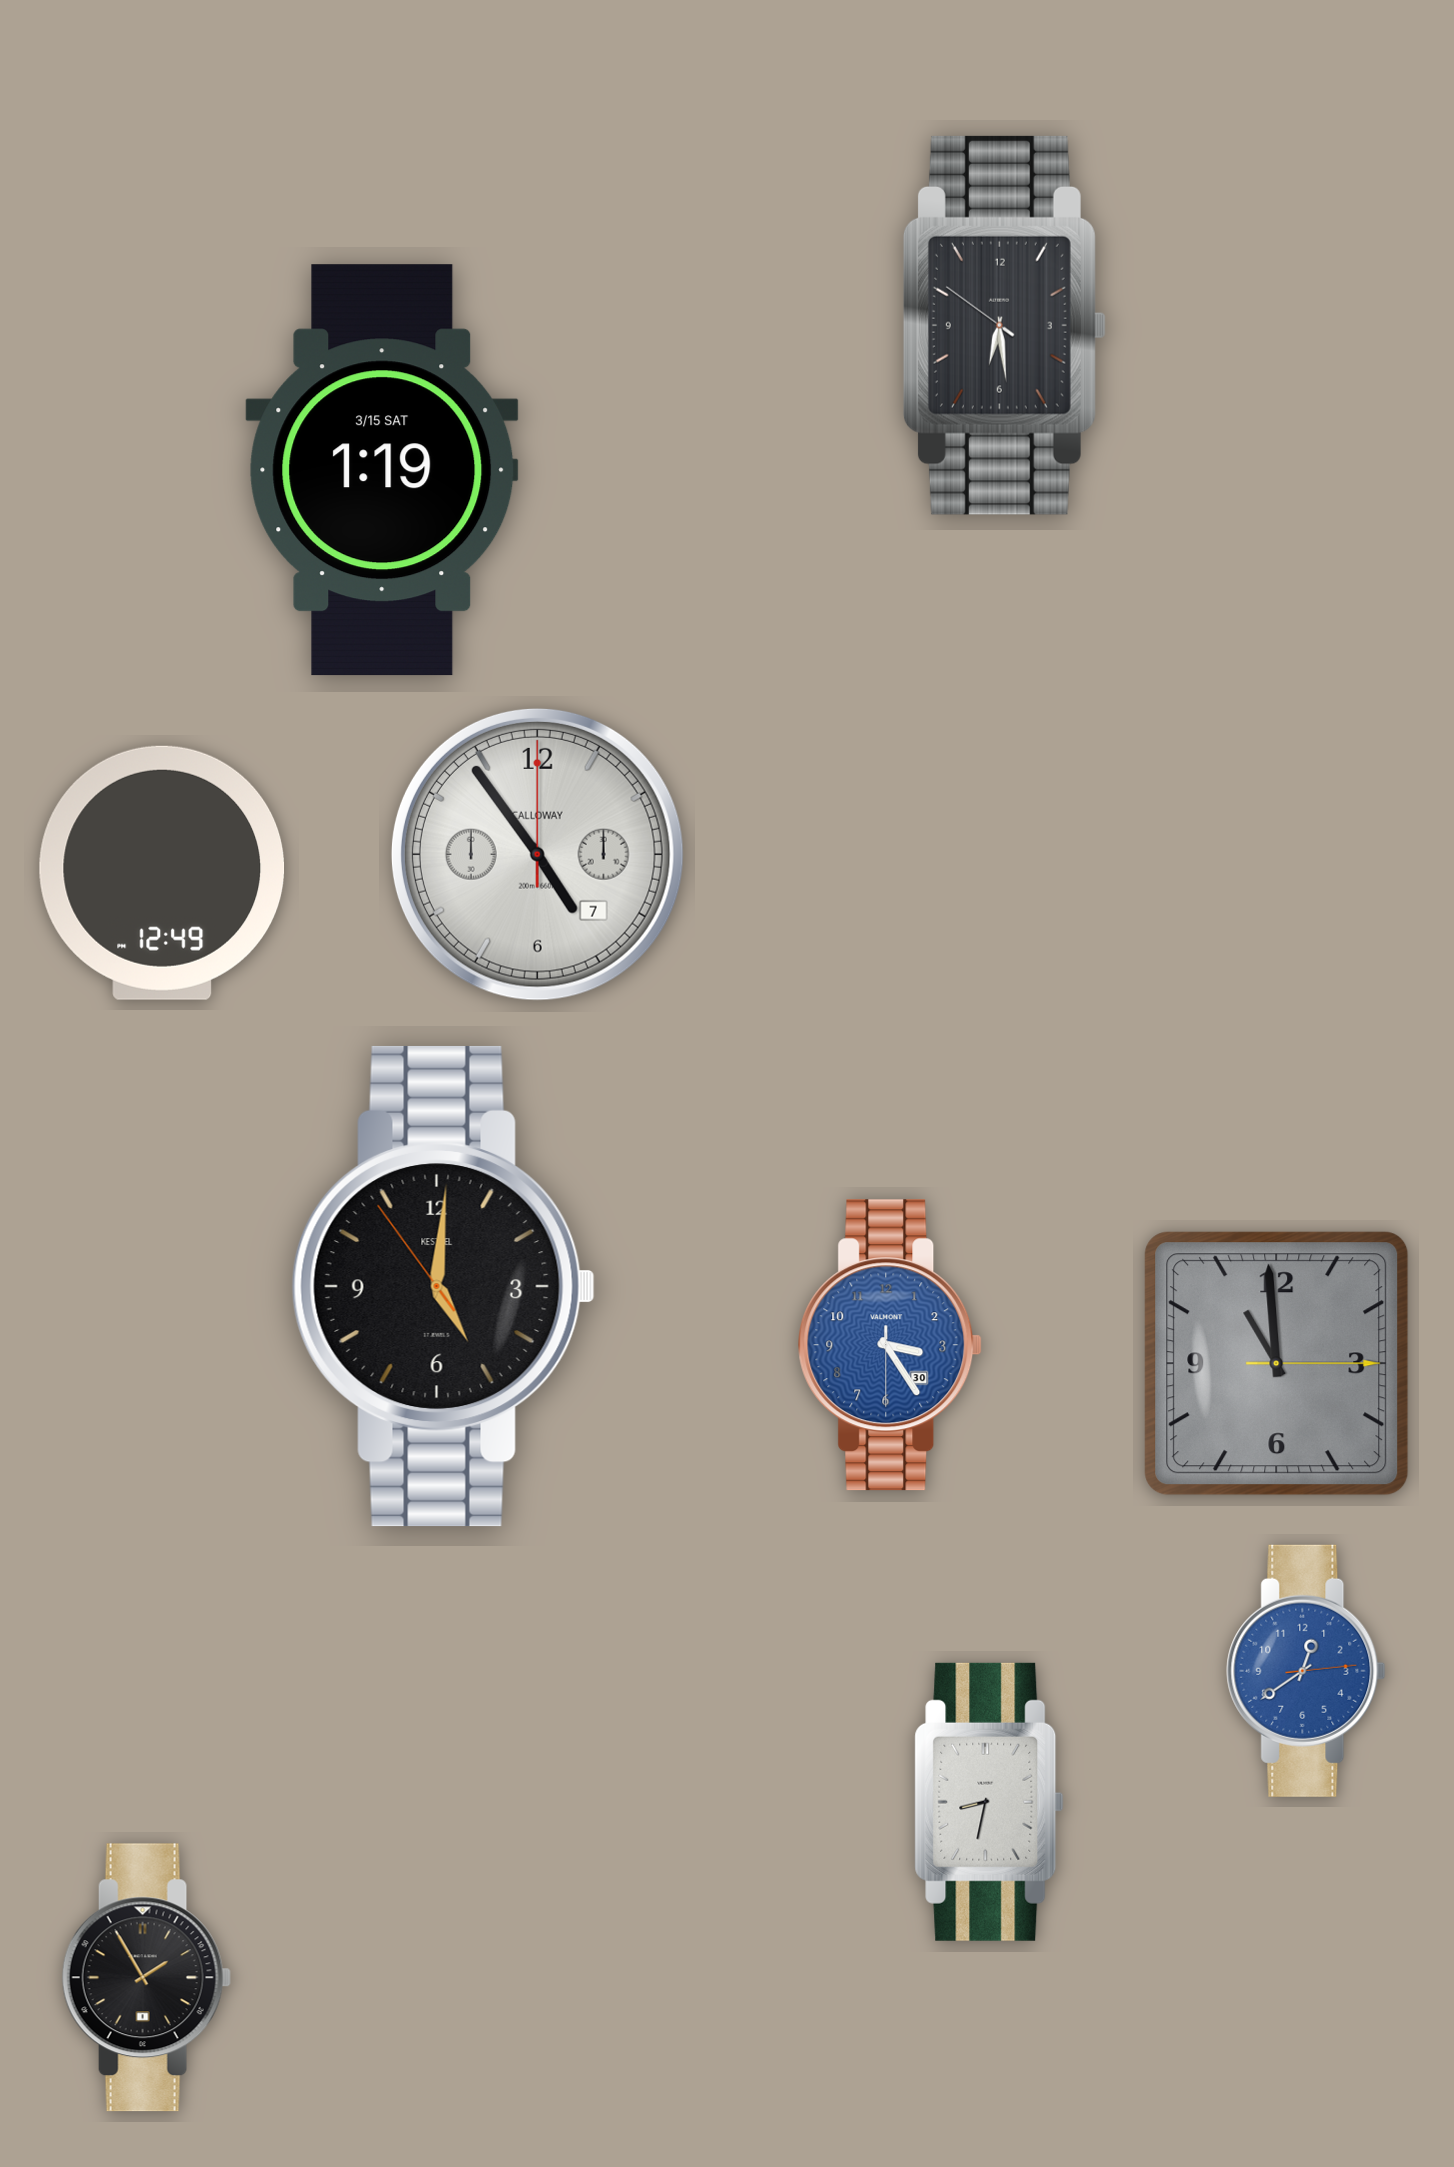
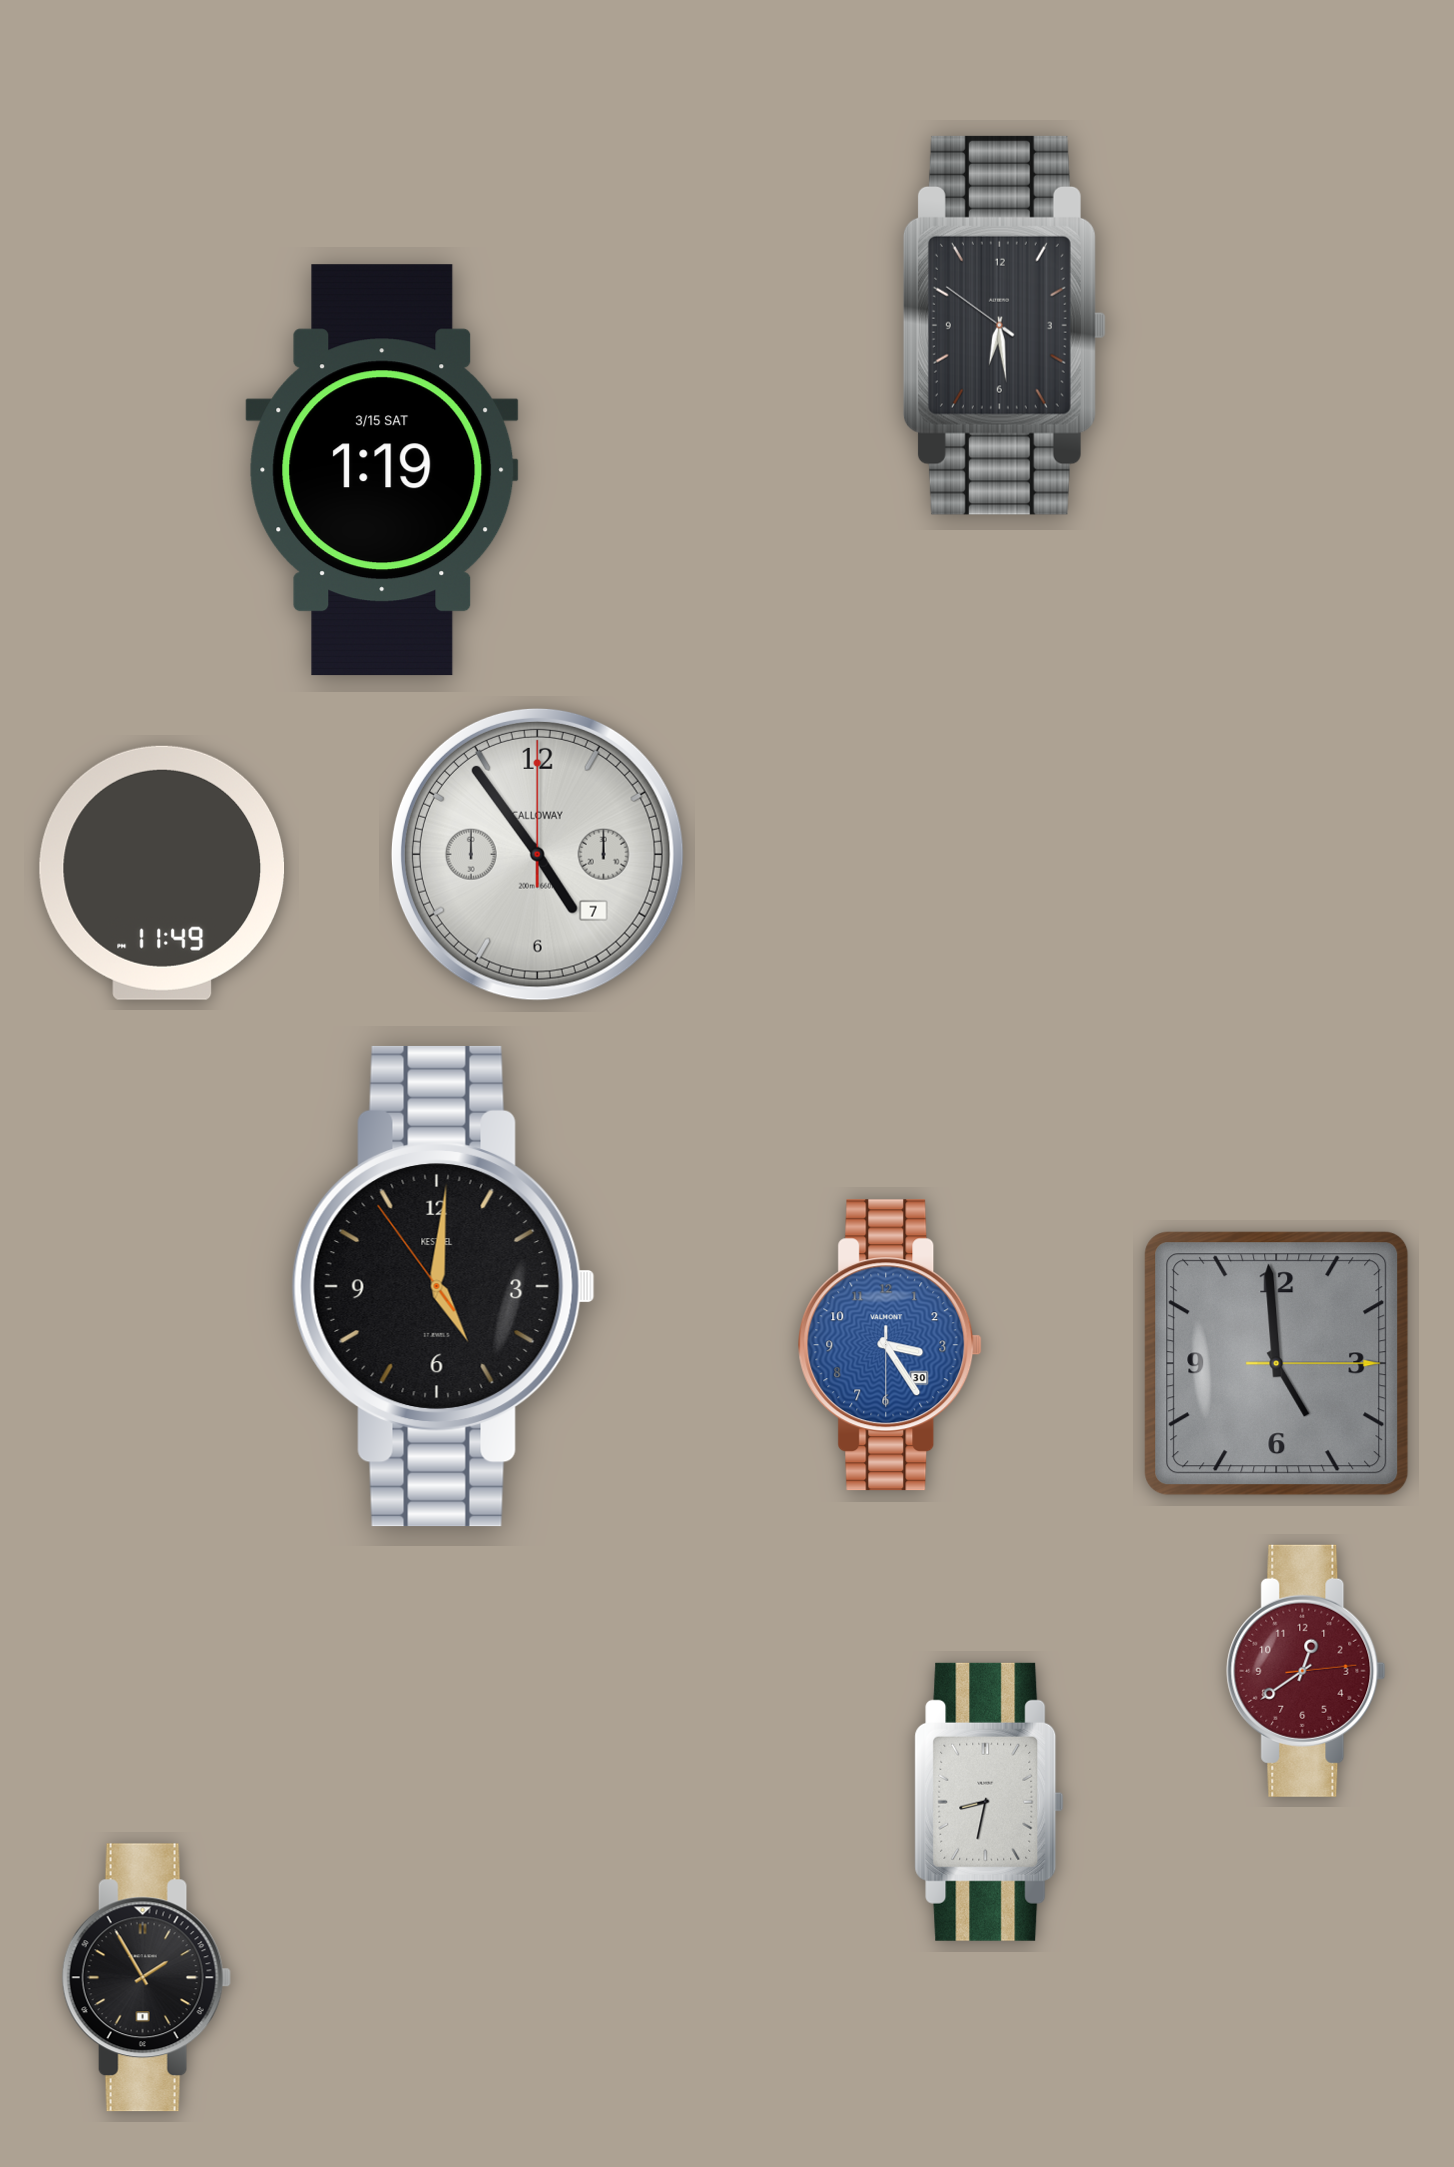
clock at (162, 873): 12:49 -> 11:49
clock at (1277, 1364): 10:59 -> 4:59
clock at (1306, 1671) dial: blue -> burgundy
